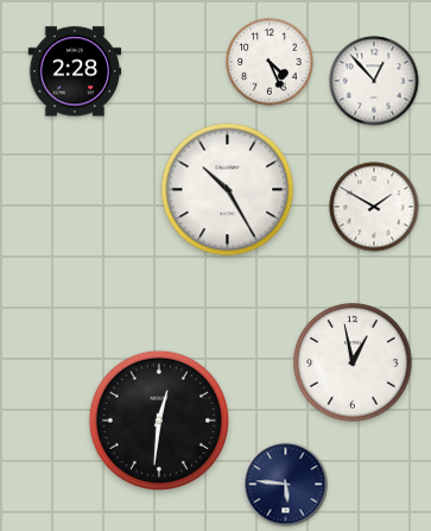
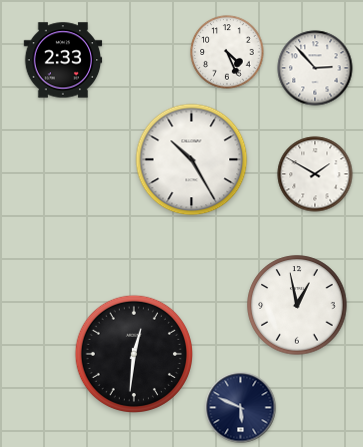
clock at (75, 71): 2:28 -> 2:33
clock at (374, 81): 12:53 -> 2:53
clock at (286, 485): 5:46 -> 5:49
